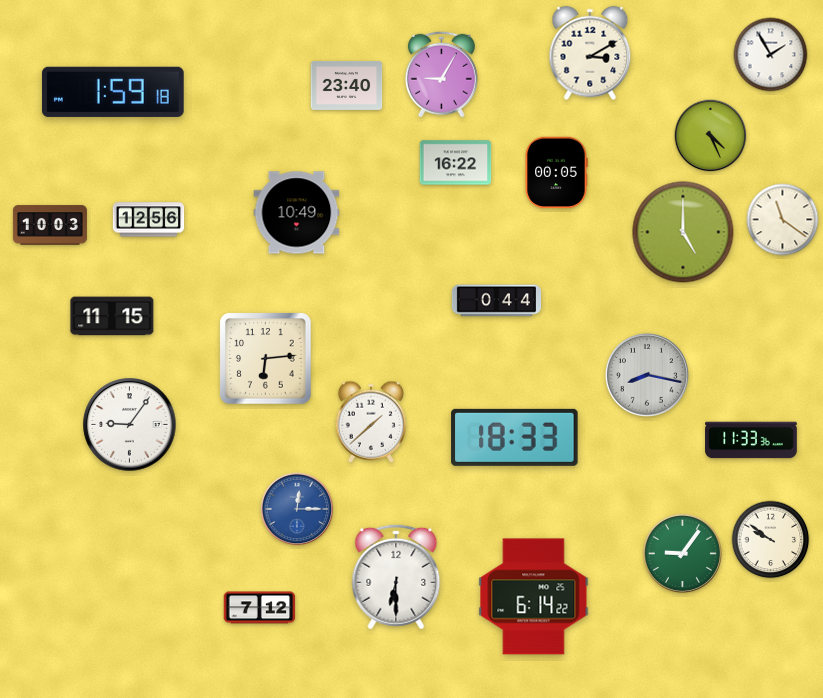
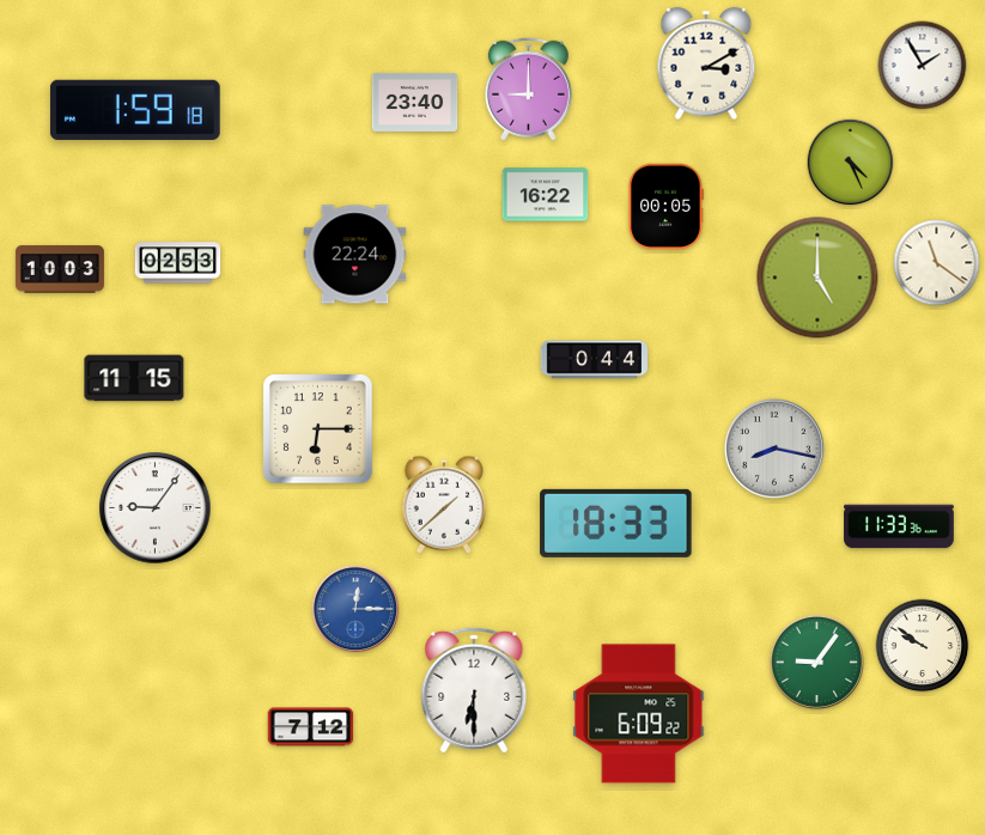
clock at (441, 74): 9:05 -> 9:00
clock at (297, 213): 10:49 -> 22:24
clock at (149, 220): 12:56 -> 02:53
clock at (266, 359): 6:14 -> 6:15
clock at (534, 597): 6:14 -> 6:09
